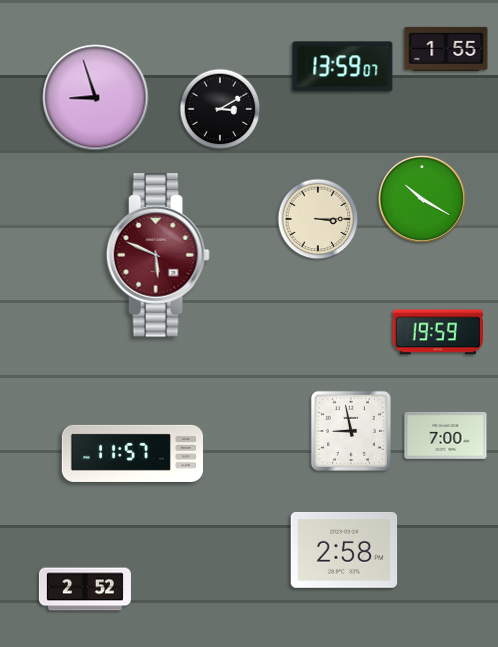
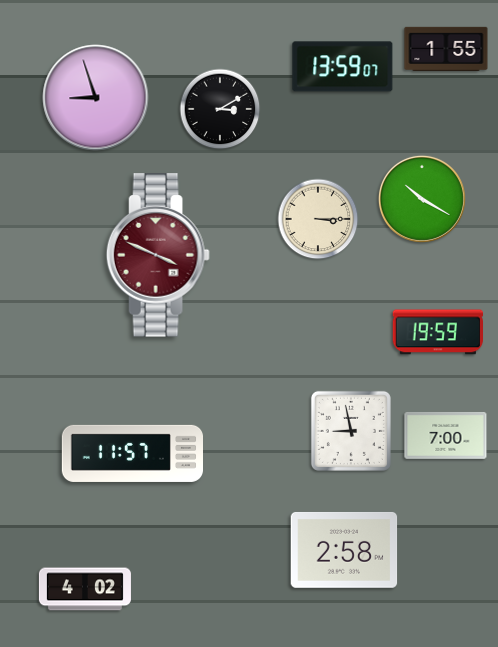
clock at (158, 255): 5:49 -> 3:49
clock at (85, 589): 2:52 -> 4:02
